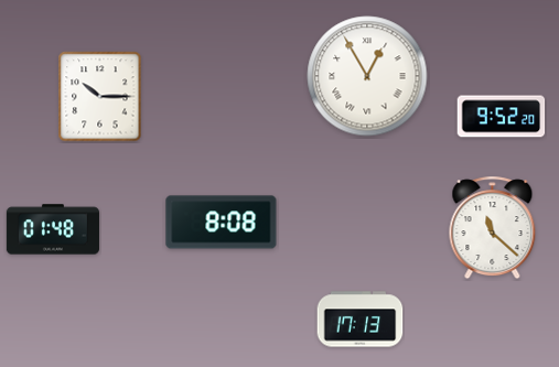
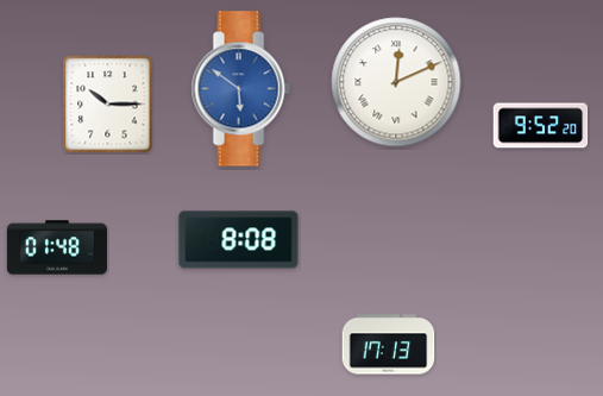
clock at (367, 76): 12:55 -> 12:11
clock at (240, 89): none -> 5:51
clock at (493, 228): 11:22 -> none
